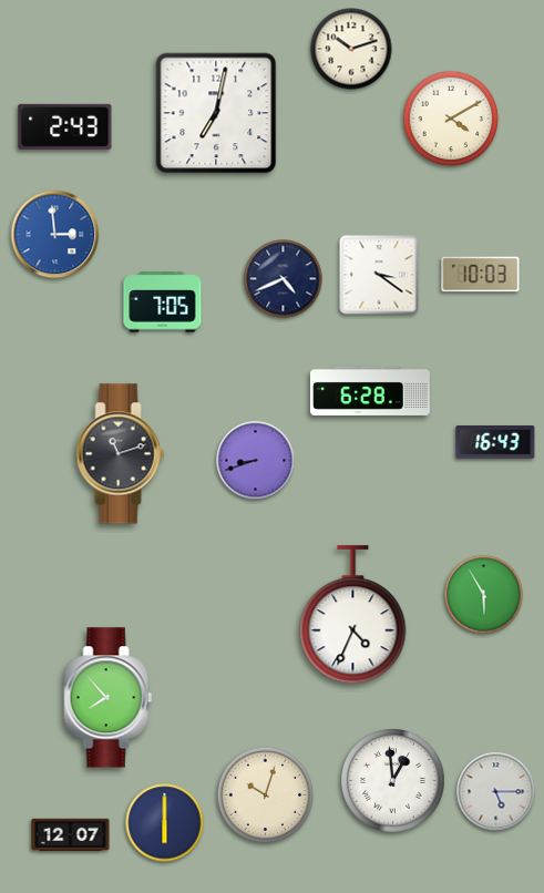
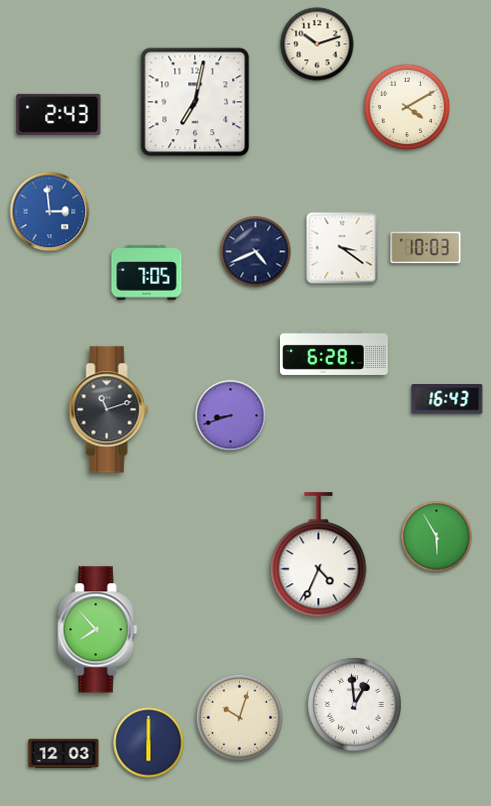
clock at (481, 275) position: (481, 275) -> (426, 248)
clock at (496, 792): 5:15 -> none
clock at (71, 835): 12:07 -> 12:03
